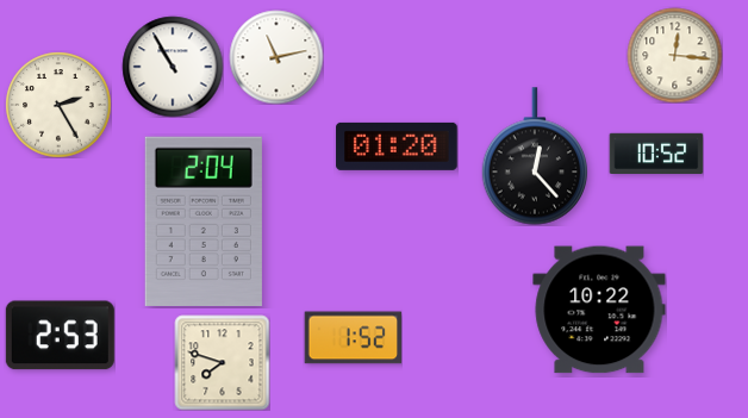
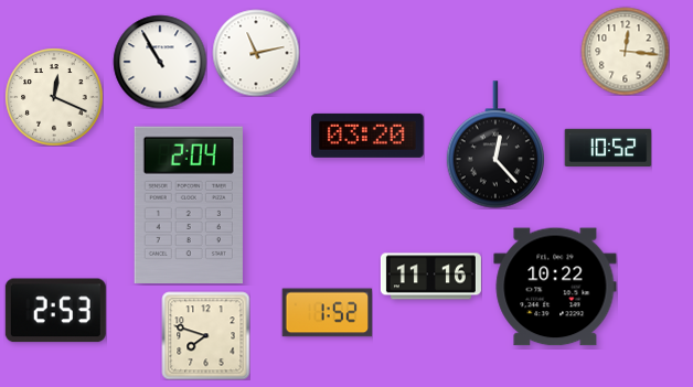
clock at (58, 105): 2:25 -> 12:19
clock at (397, 146): 01:20 -> 03:20
clock at (656, 152) position: (656, 152) -> (608, 147)
clock at (430, 277): none -> 11:16
